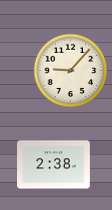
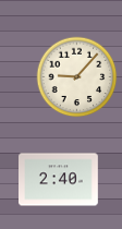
clock at (54, 165): 2:38 -> 2:40
